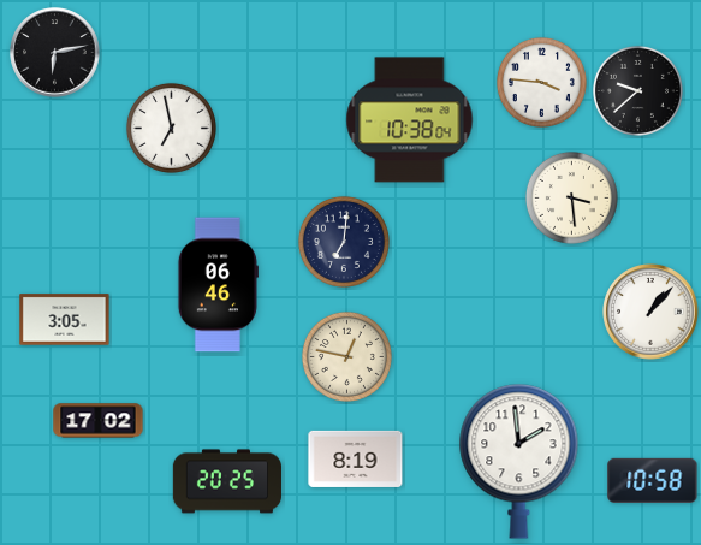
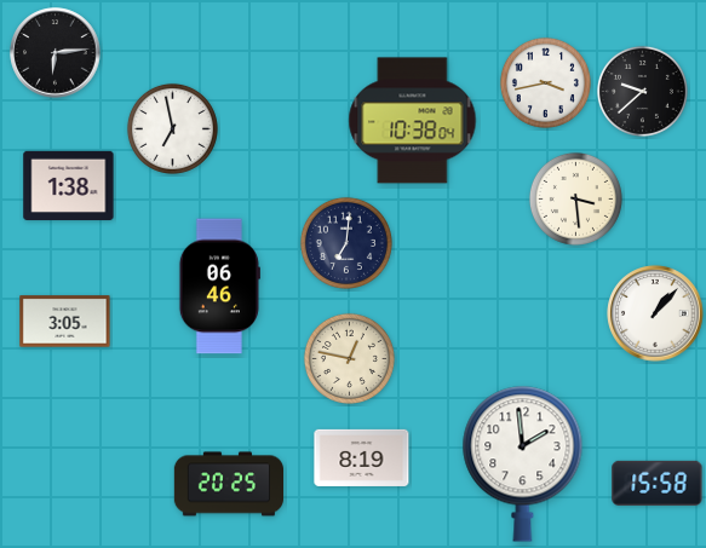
clock at (55, 53): 6:13 -> 6:14
clock at (541, 82): 3:46 -> 3:43
clock at (69, 185): none -> 1:38
clock at (99, 421): 17:02 -> none
clock at (356, 458) position: (356, 458) -> (362, 457)
clock at (653, 480): 10:58 -> 15:58
